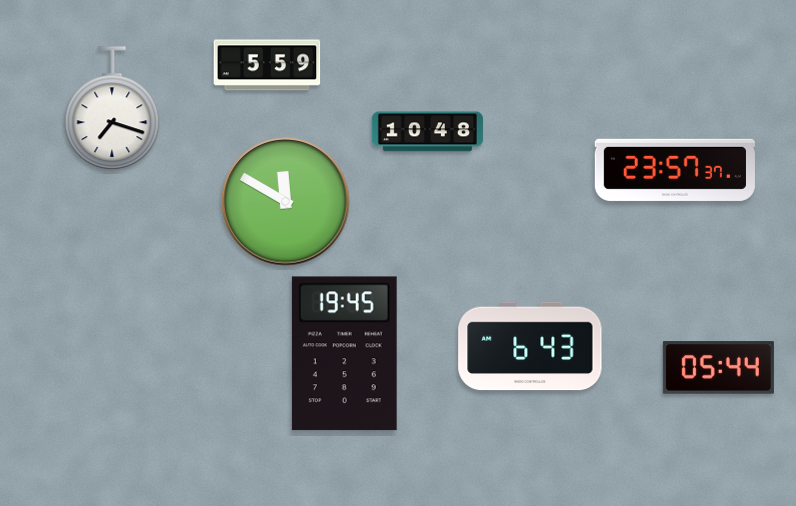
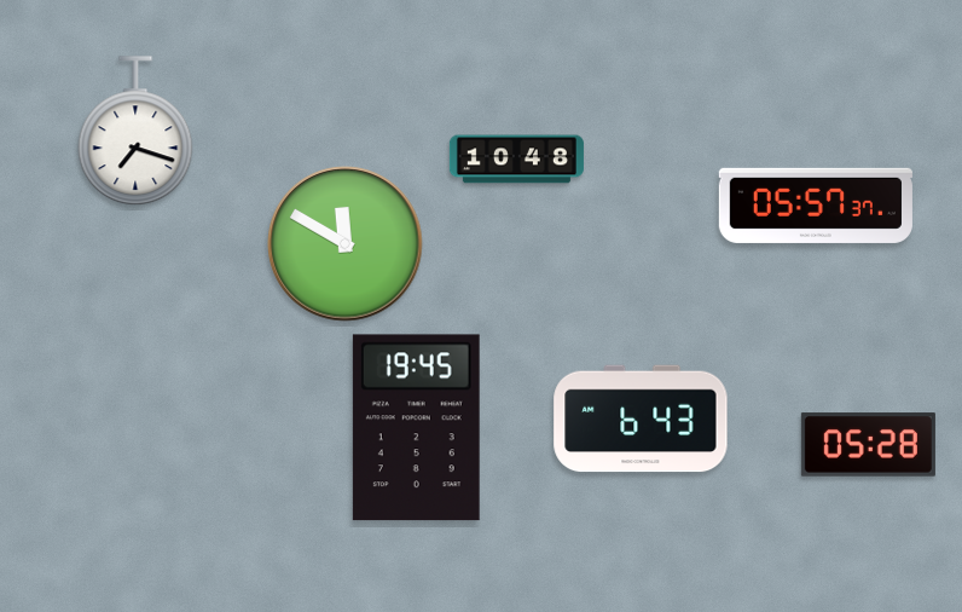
clock at (267, 65): 5:59 -> none
clock at (675, 170): 23:57 -> 05:57
clock at (718, 368): 05:44 -> 05:28
